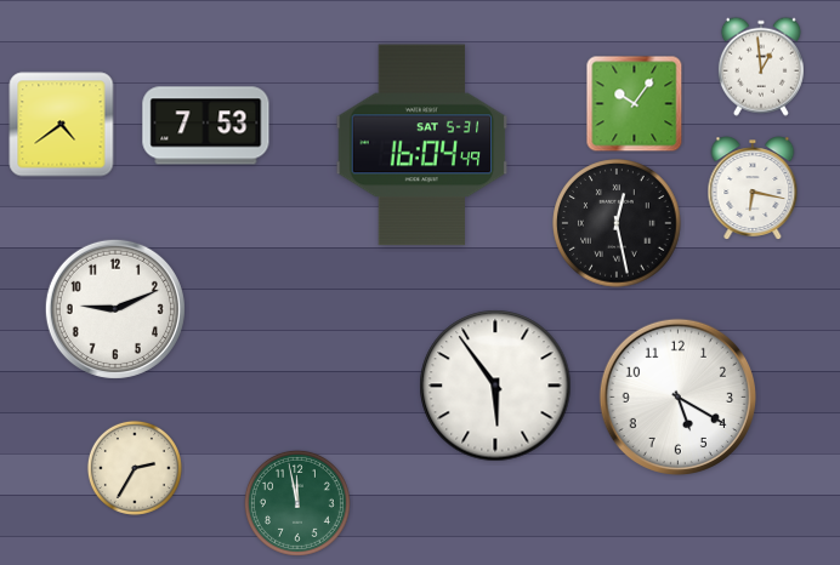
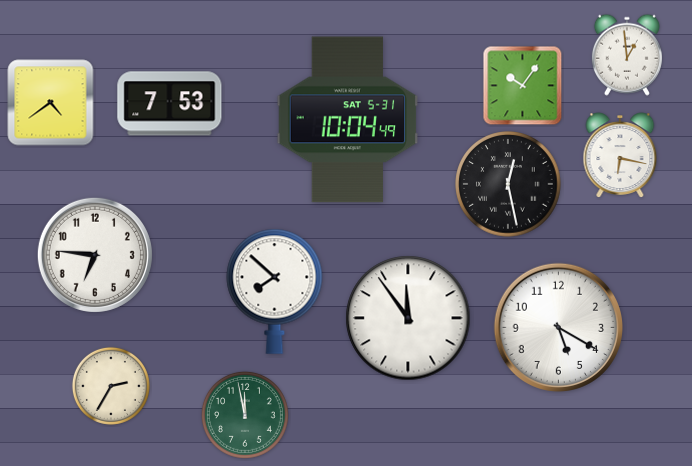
clock at (422, 145): 16:04 -> 10:04
clock at (115, 309): 9:11 -> 6:46
clock at (275, 291): none -> 7:52
clock at (495, 386): 5:54 -> 11:54
